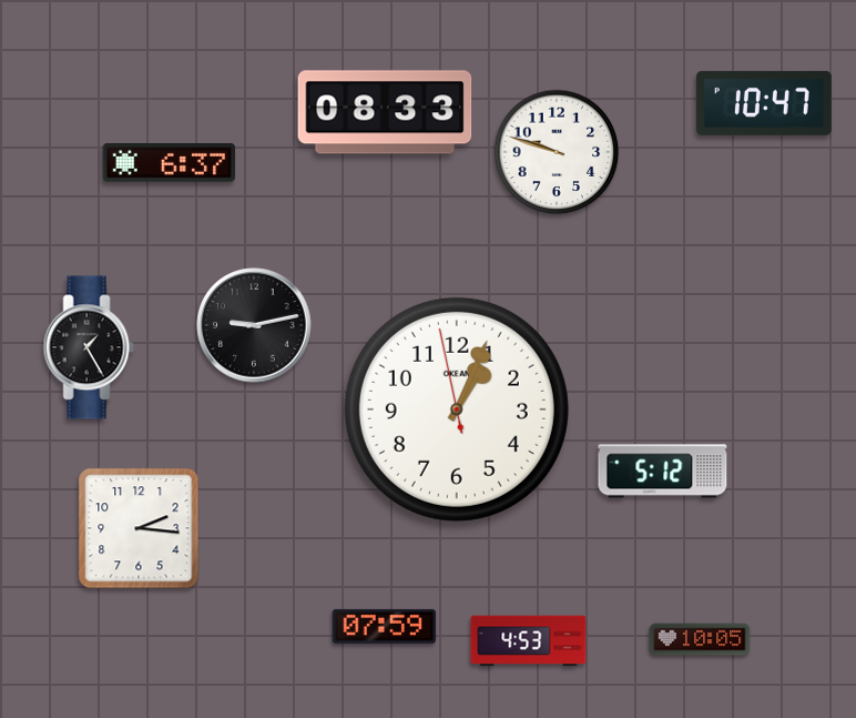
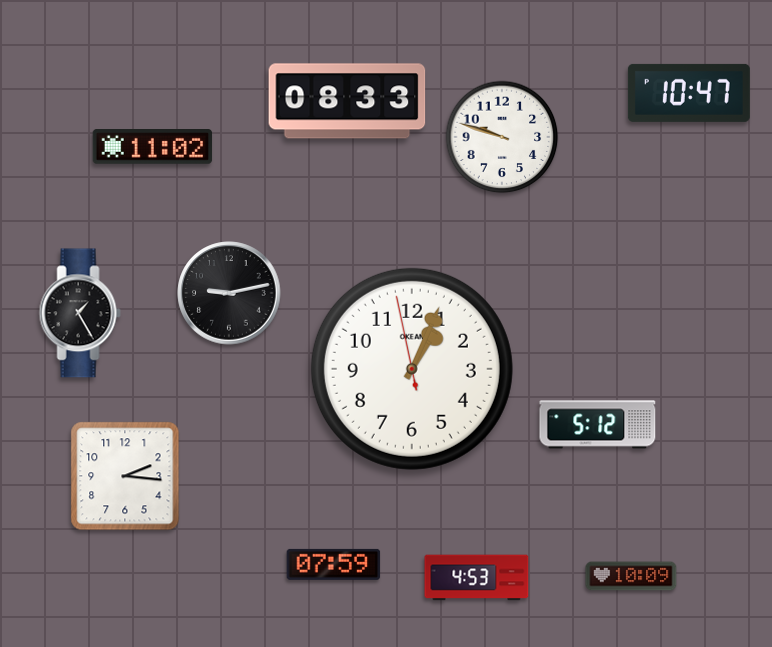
clock at (170, 163): 6:37 -> 11:02
clock at (385, 626) position: (385, 626) -> (334, 564)
clock at (700, 639): 10:05 -> 10:09
